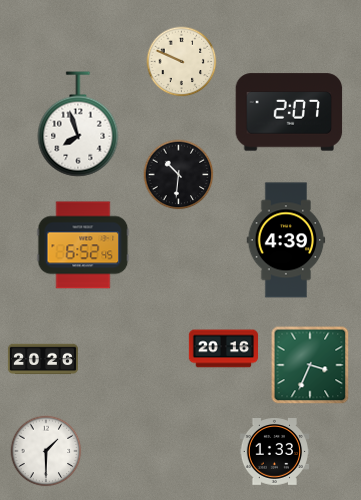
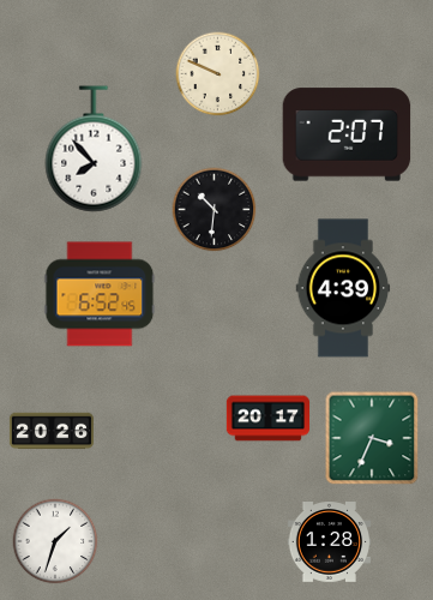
clock at (78, 124): 7:57 -> 7:53
clock at (224, 349): 20:16 -> 20:17
clock at (46, 451): 1:30 -> 1:33
clock at (275, 452): 1:33 -> 1:28
